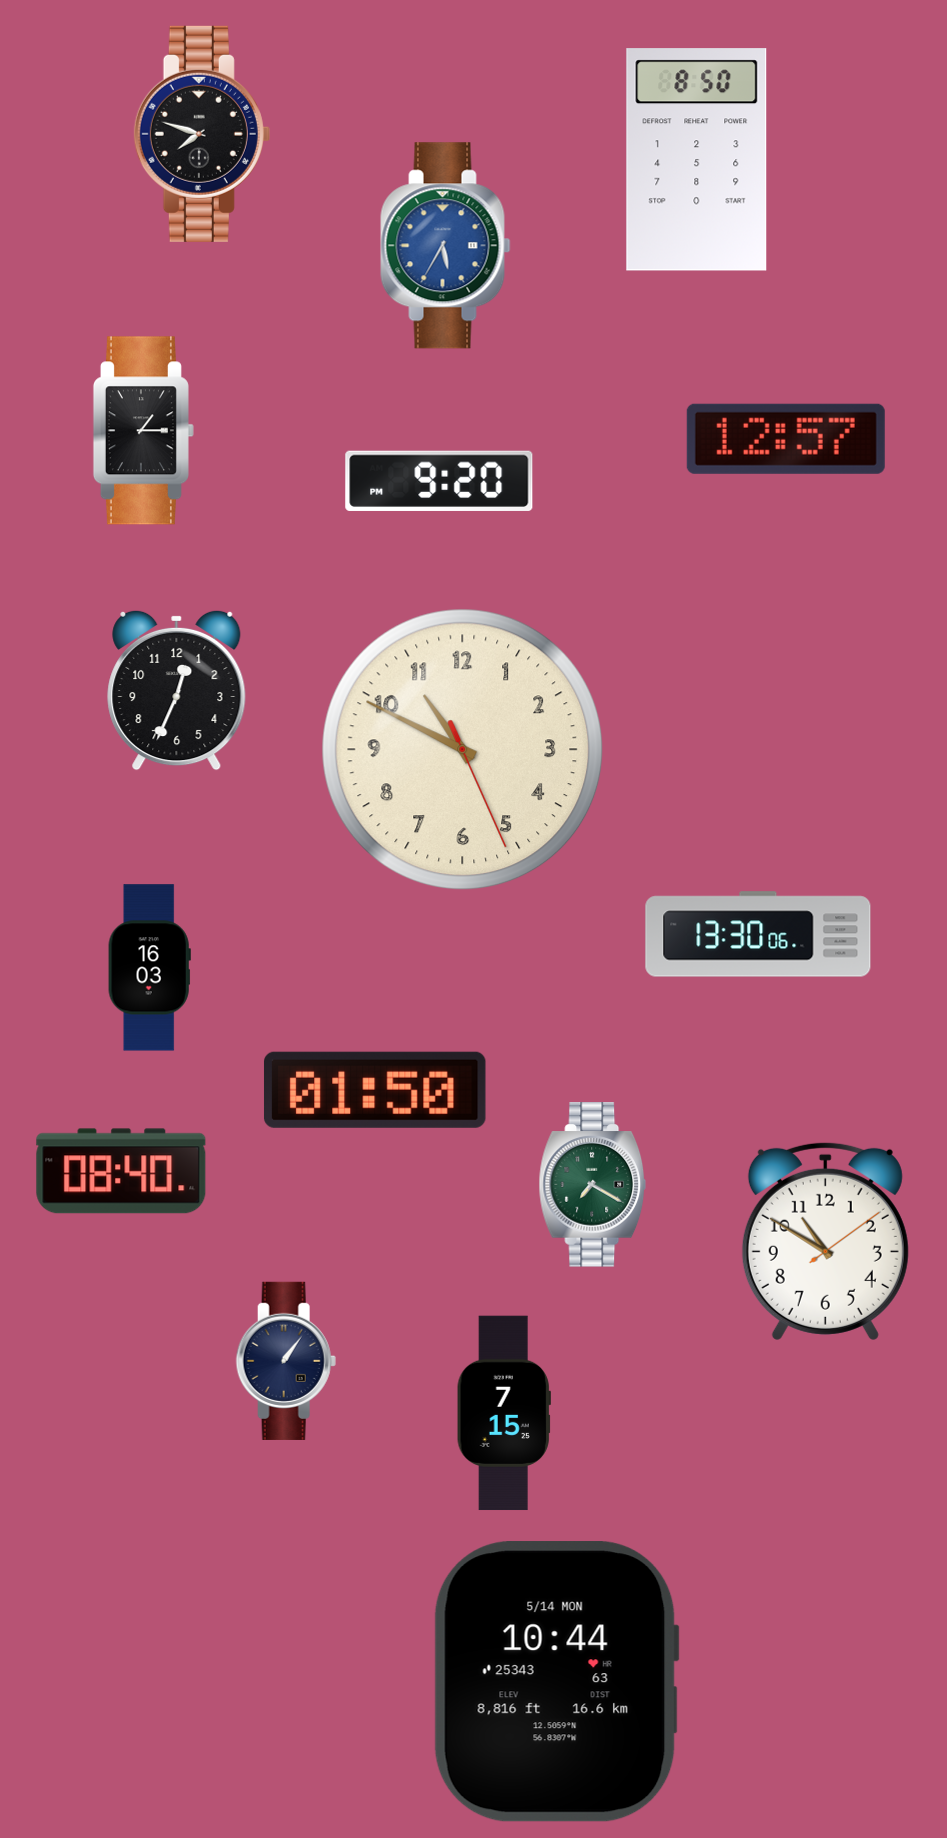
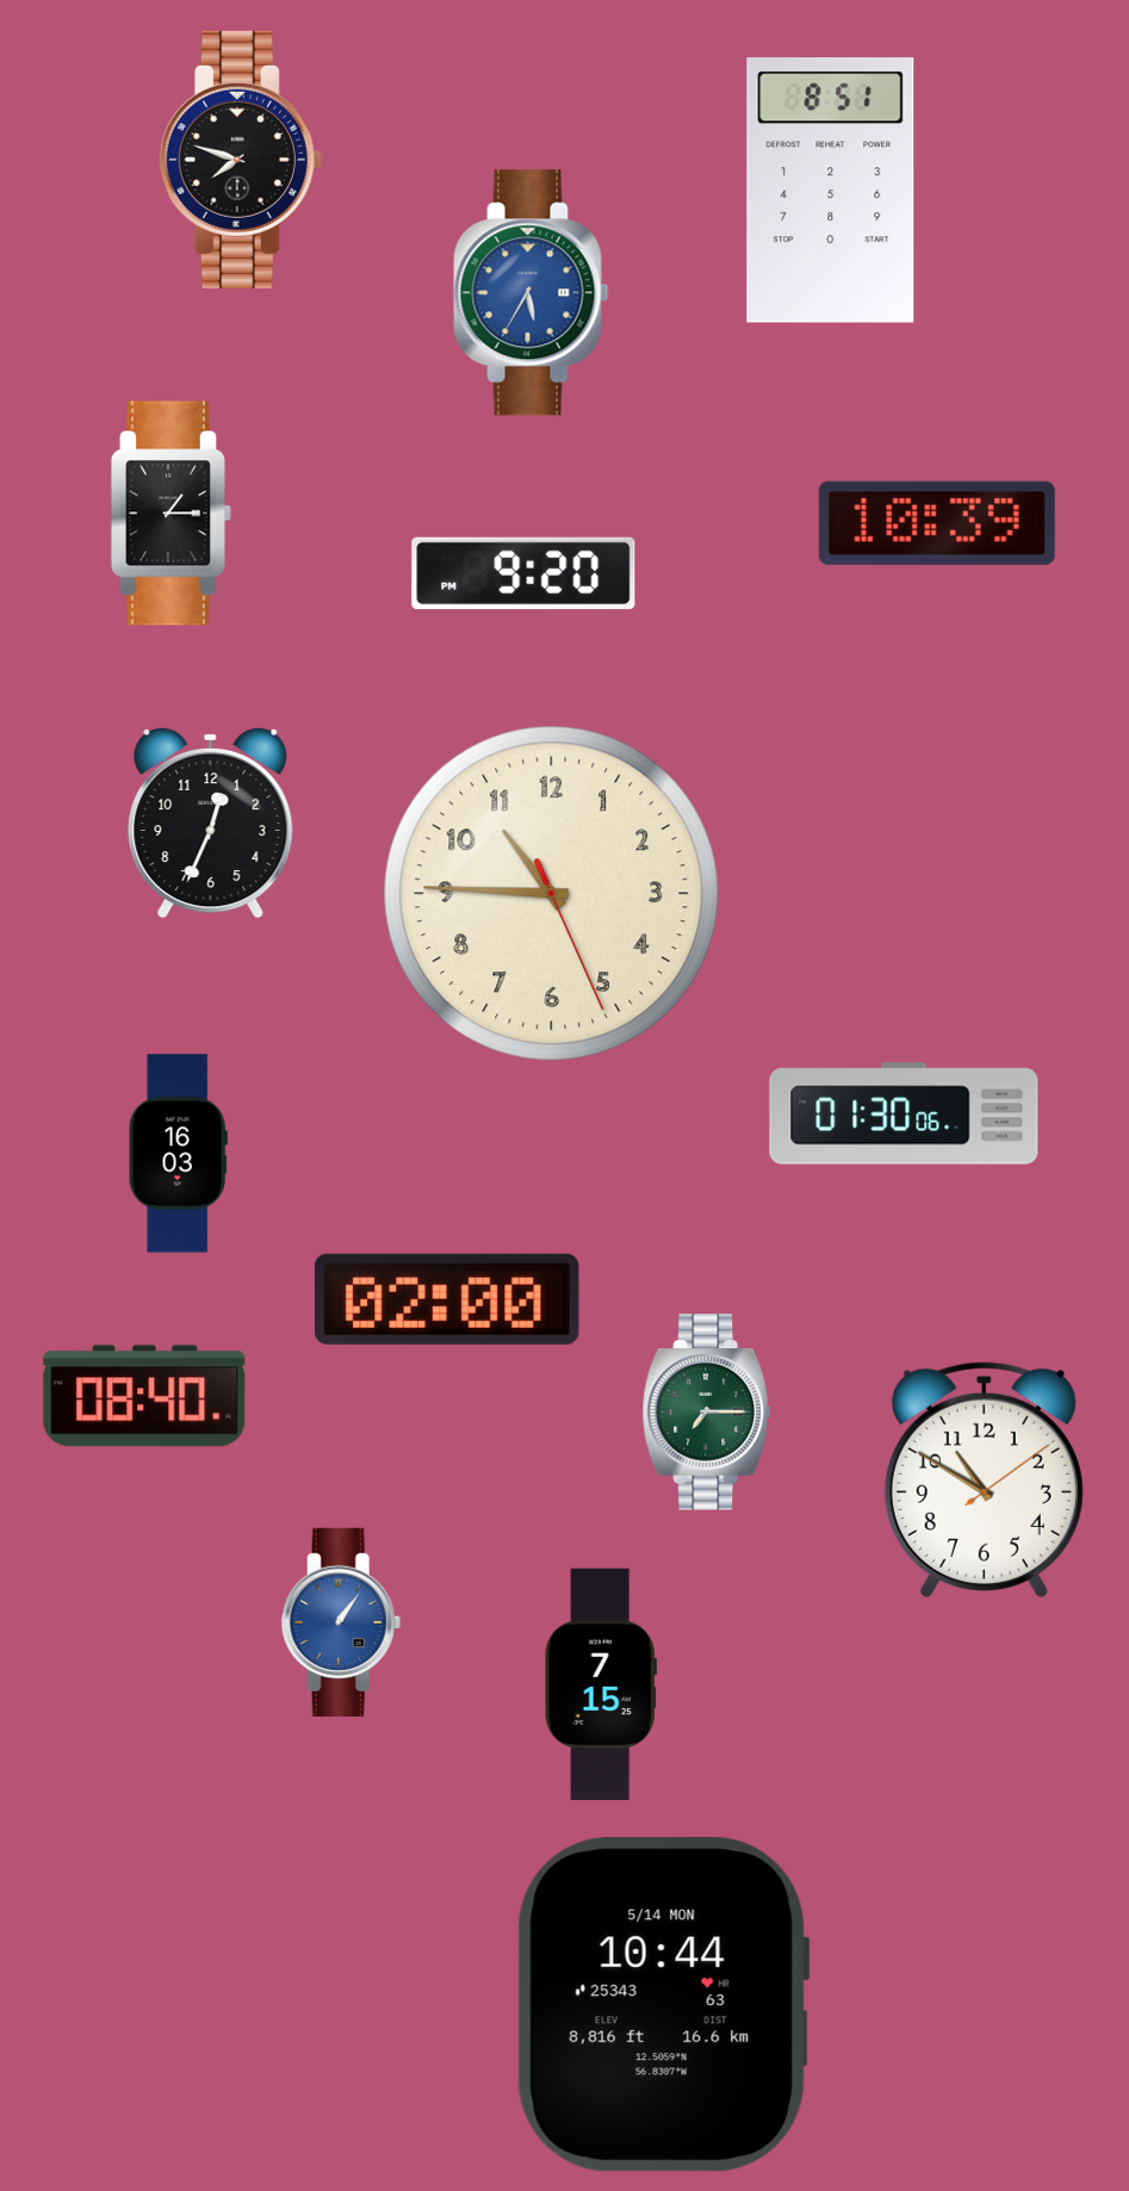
clock at (697, 160): 8:50 -> 8:51
clock at (786, 439): 12:57 -> 10:39
clock at (463, 750): 10:49 -> 10:45
clock at (758, 934): 13:30 -> 01:30
clock at (375, 1090): 01:50 -> 02:00
clock at (593, 1185): 7:20 -> 7:15
clock at (286, 1361) dial: navy -> blue
